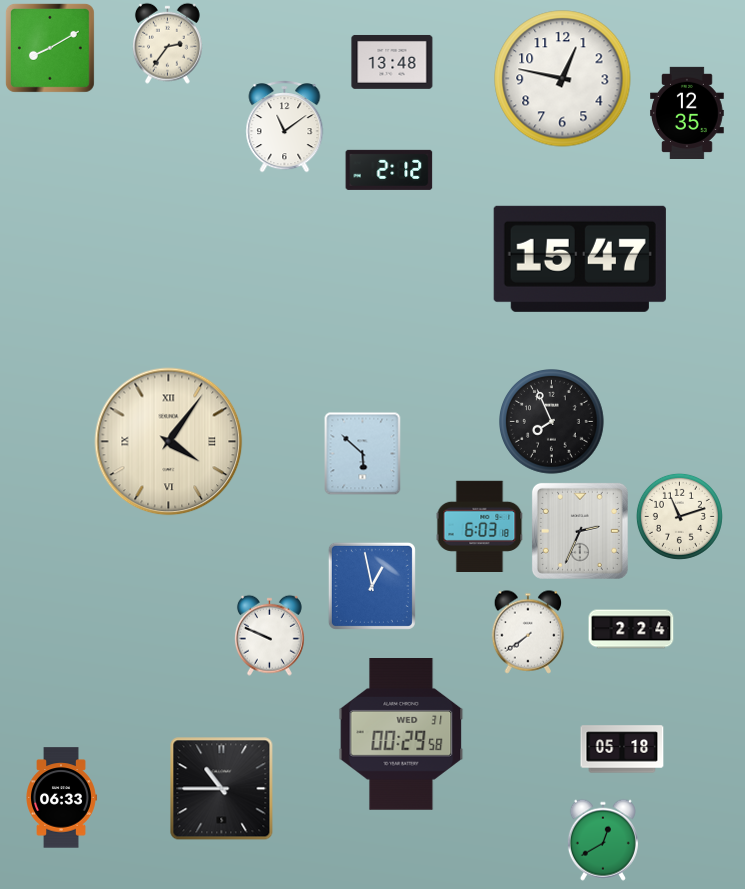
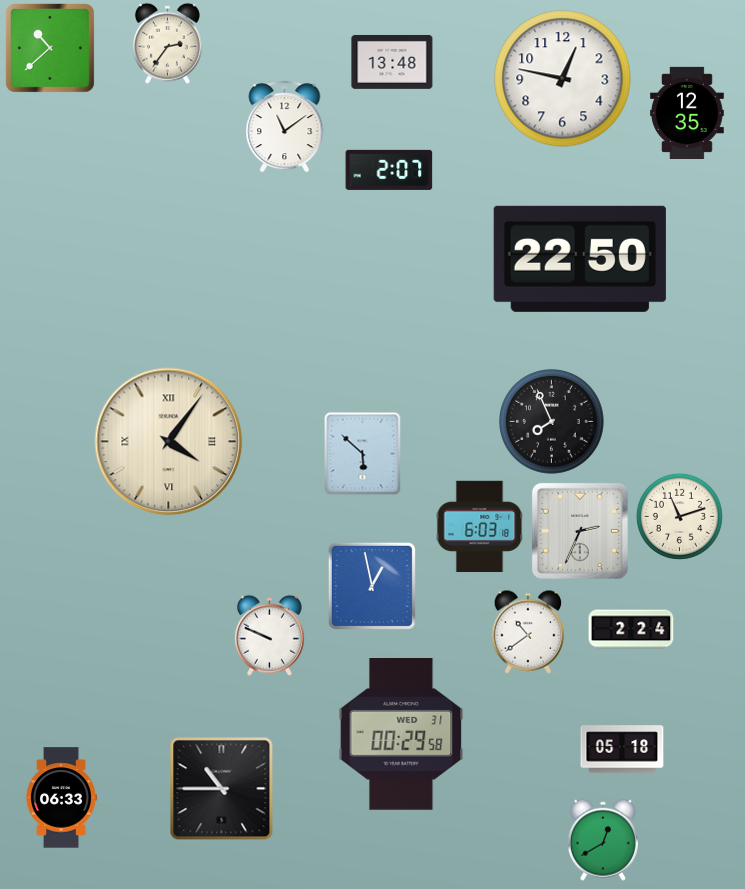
clock at (50, 48): 8:10 -> 10:38
clock at (389, 170): 2:12 -> 2:07
clock at (580, 259): 15:47 -> 22:50
clock at (528, 632): 7:39 -> 10:39
